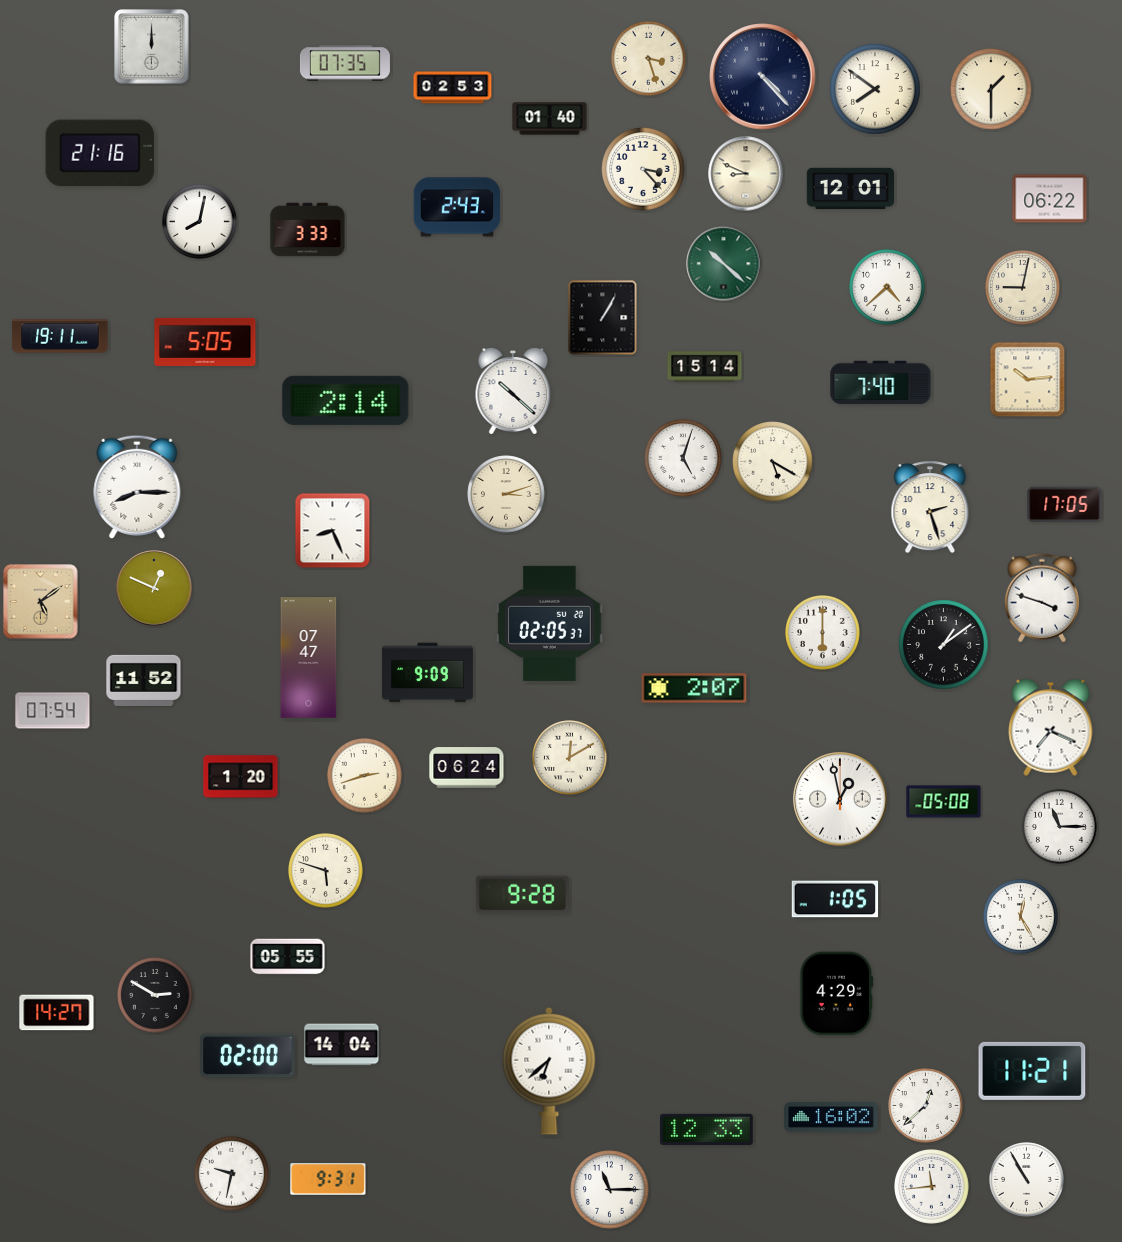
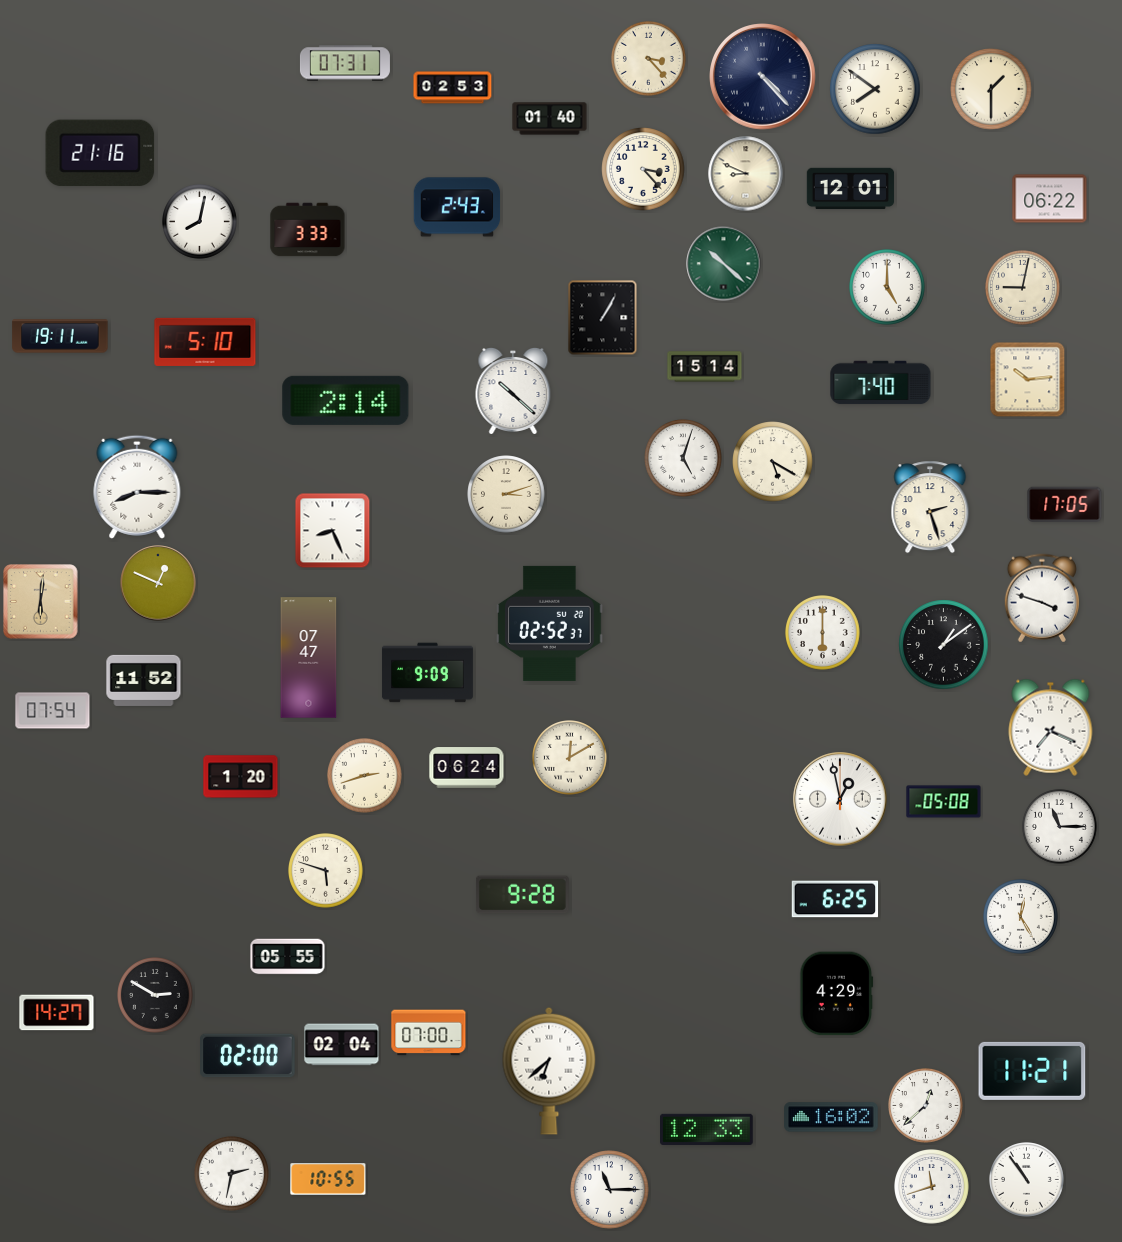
clock at (152, 47): 12:00 -> none
clock at (649, 59): 3:27 -> 3:23
clock at (345, 63): 07:35 -> 07:31
clock at (888, 288): 4:38 -> 5:00
clock at (205, 342): 5:05 -> 5:10
clock at (154, 588) position: (154, 588) -> (158, 583)
clock at (41, 602): 5:09 -> 6:01
clock at (550, 623): 02:05 -> 02:52
clock at (694, 688): 2:07 -> none
clock at (835, 899): 1:05 -> 6:25
clock at (429, 1033): none -> 07:00
clock at (342, 1045): 14:04 -> 02:04
clock at (232, 1174): 9:32 -> 2:32
clock at (328, 1179): 9:31 -> 10:55
clock at (1027, 1180): 10:55 -> 10:54
clock at (932, 1187): 11:44 -> 11:42
